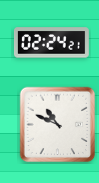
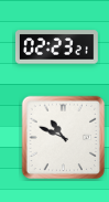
clock at (51, 43): 02:24 -> 02:23
